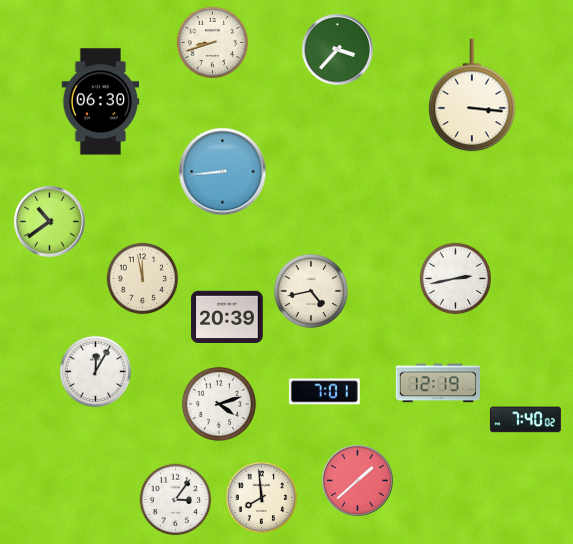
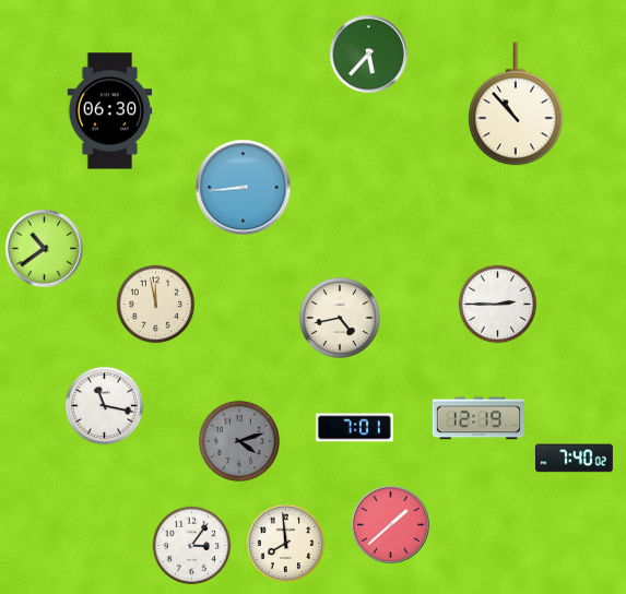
clock at (213, 43): 8:42 -> none
clock at (338, 50): 3:37 -> 5:37
clock at (472, 95): 3:16 -> 10:53
clock at (50, 222) position: (50, 222) -> (45, 249)
clock at (456, 279): 2:43 -> 2:45
clock at (227, 316): 20:39 -> none
clock at (96, 372): 12:05 -> 11:17
clock at (219, 404) dial: white -> grey
